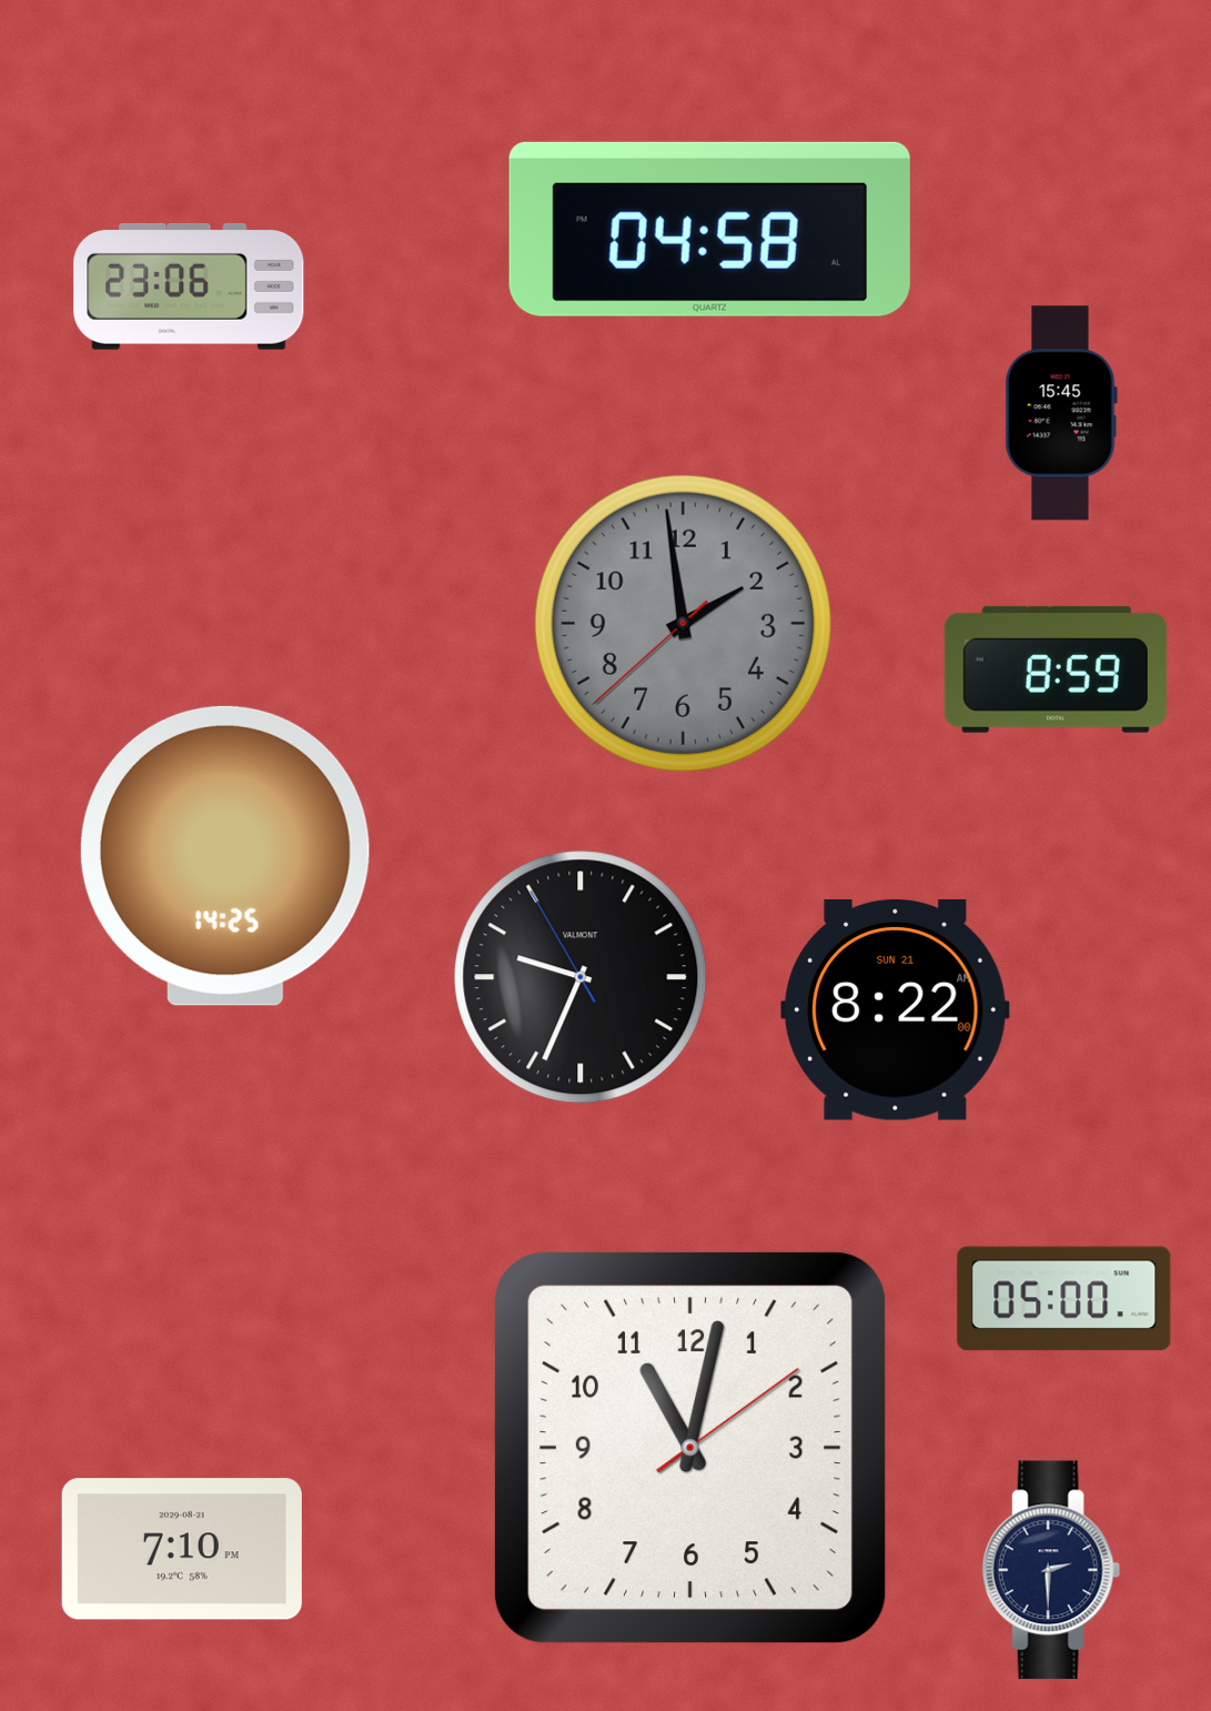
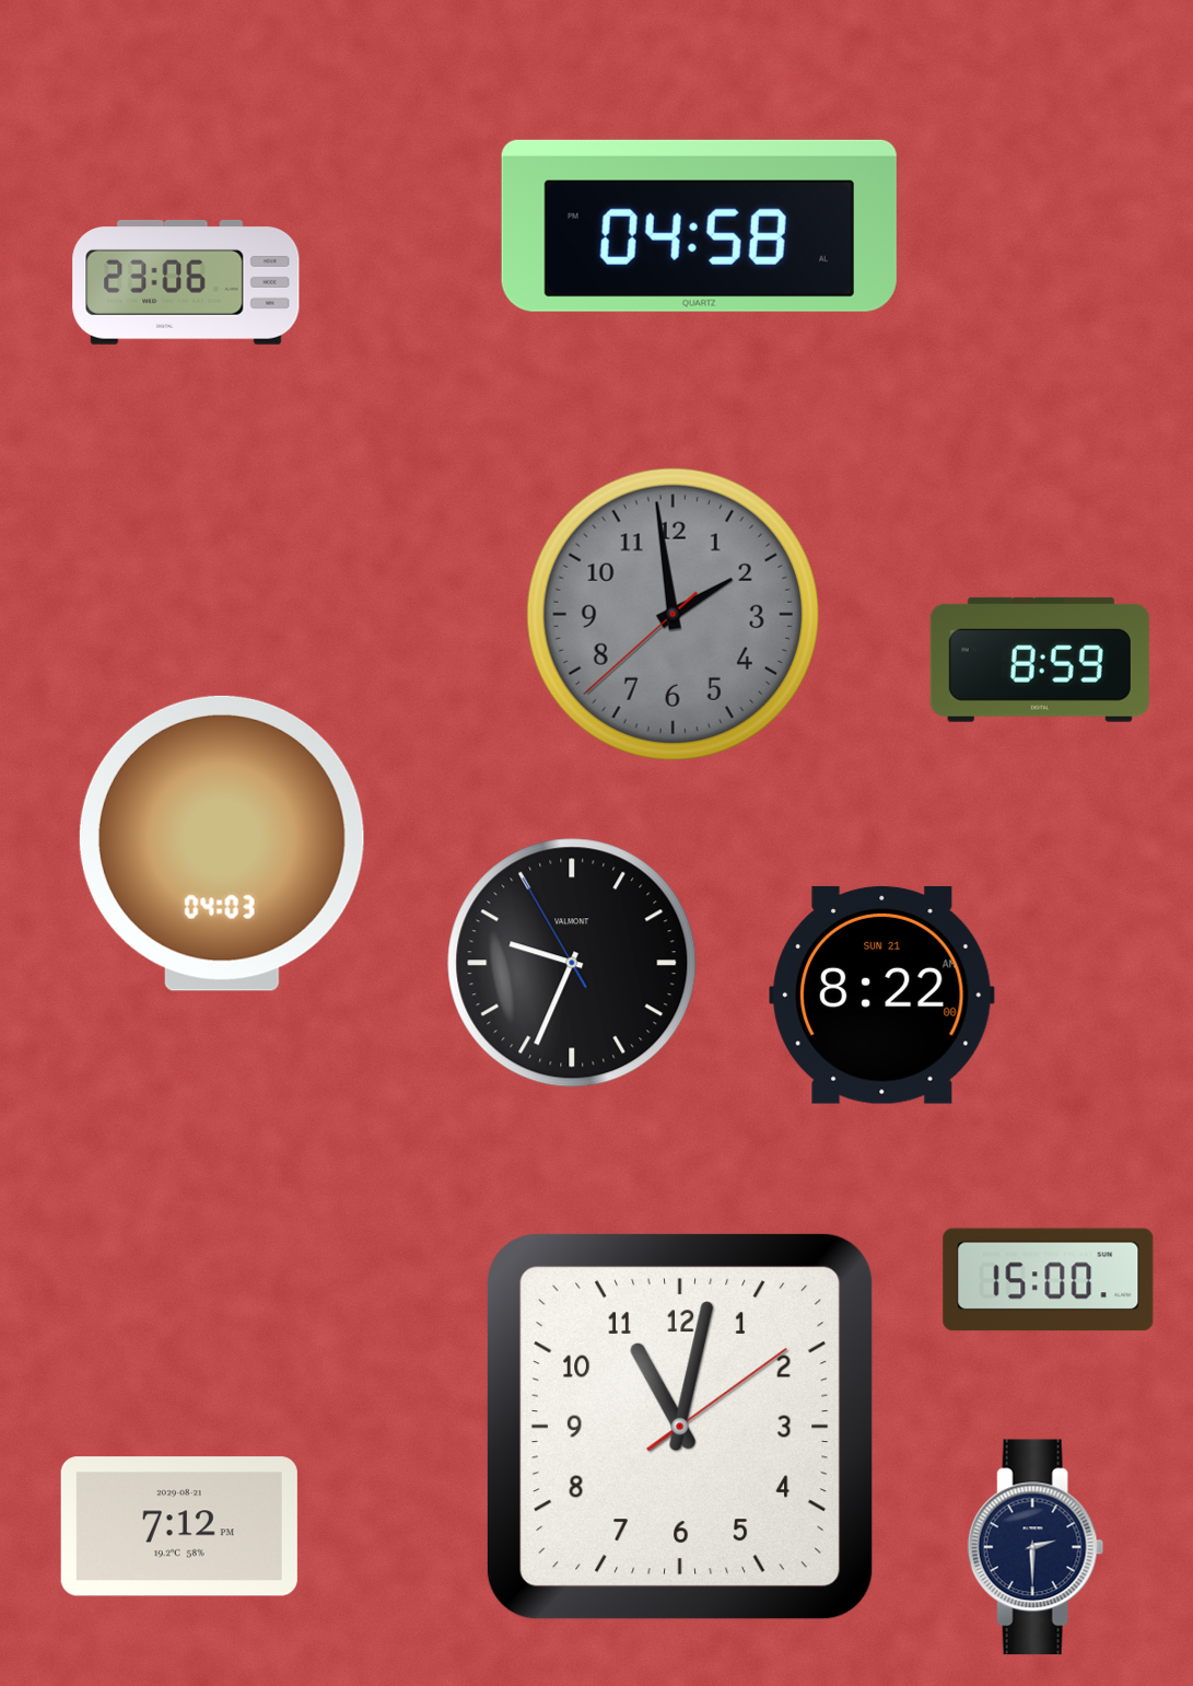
clock at (1061, 413): 15:45 -> none
clock at (225, 856): 14:25 -> 04:03
clock at (1064, 1299): 05:00 -> 15:00
clock at (182, 1549): 7:10 -> 7:12
